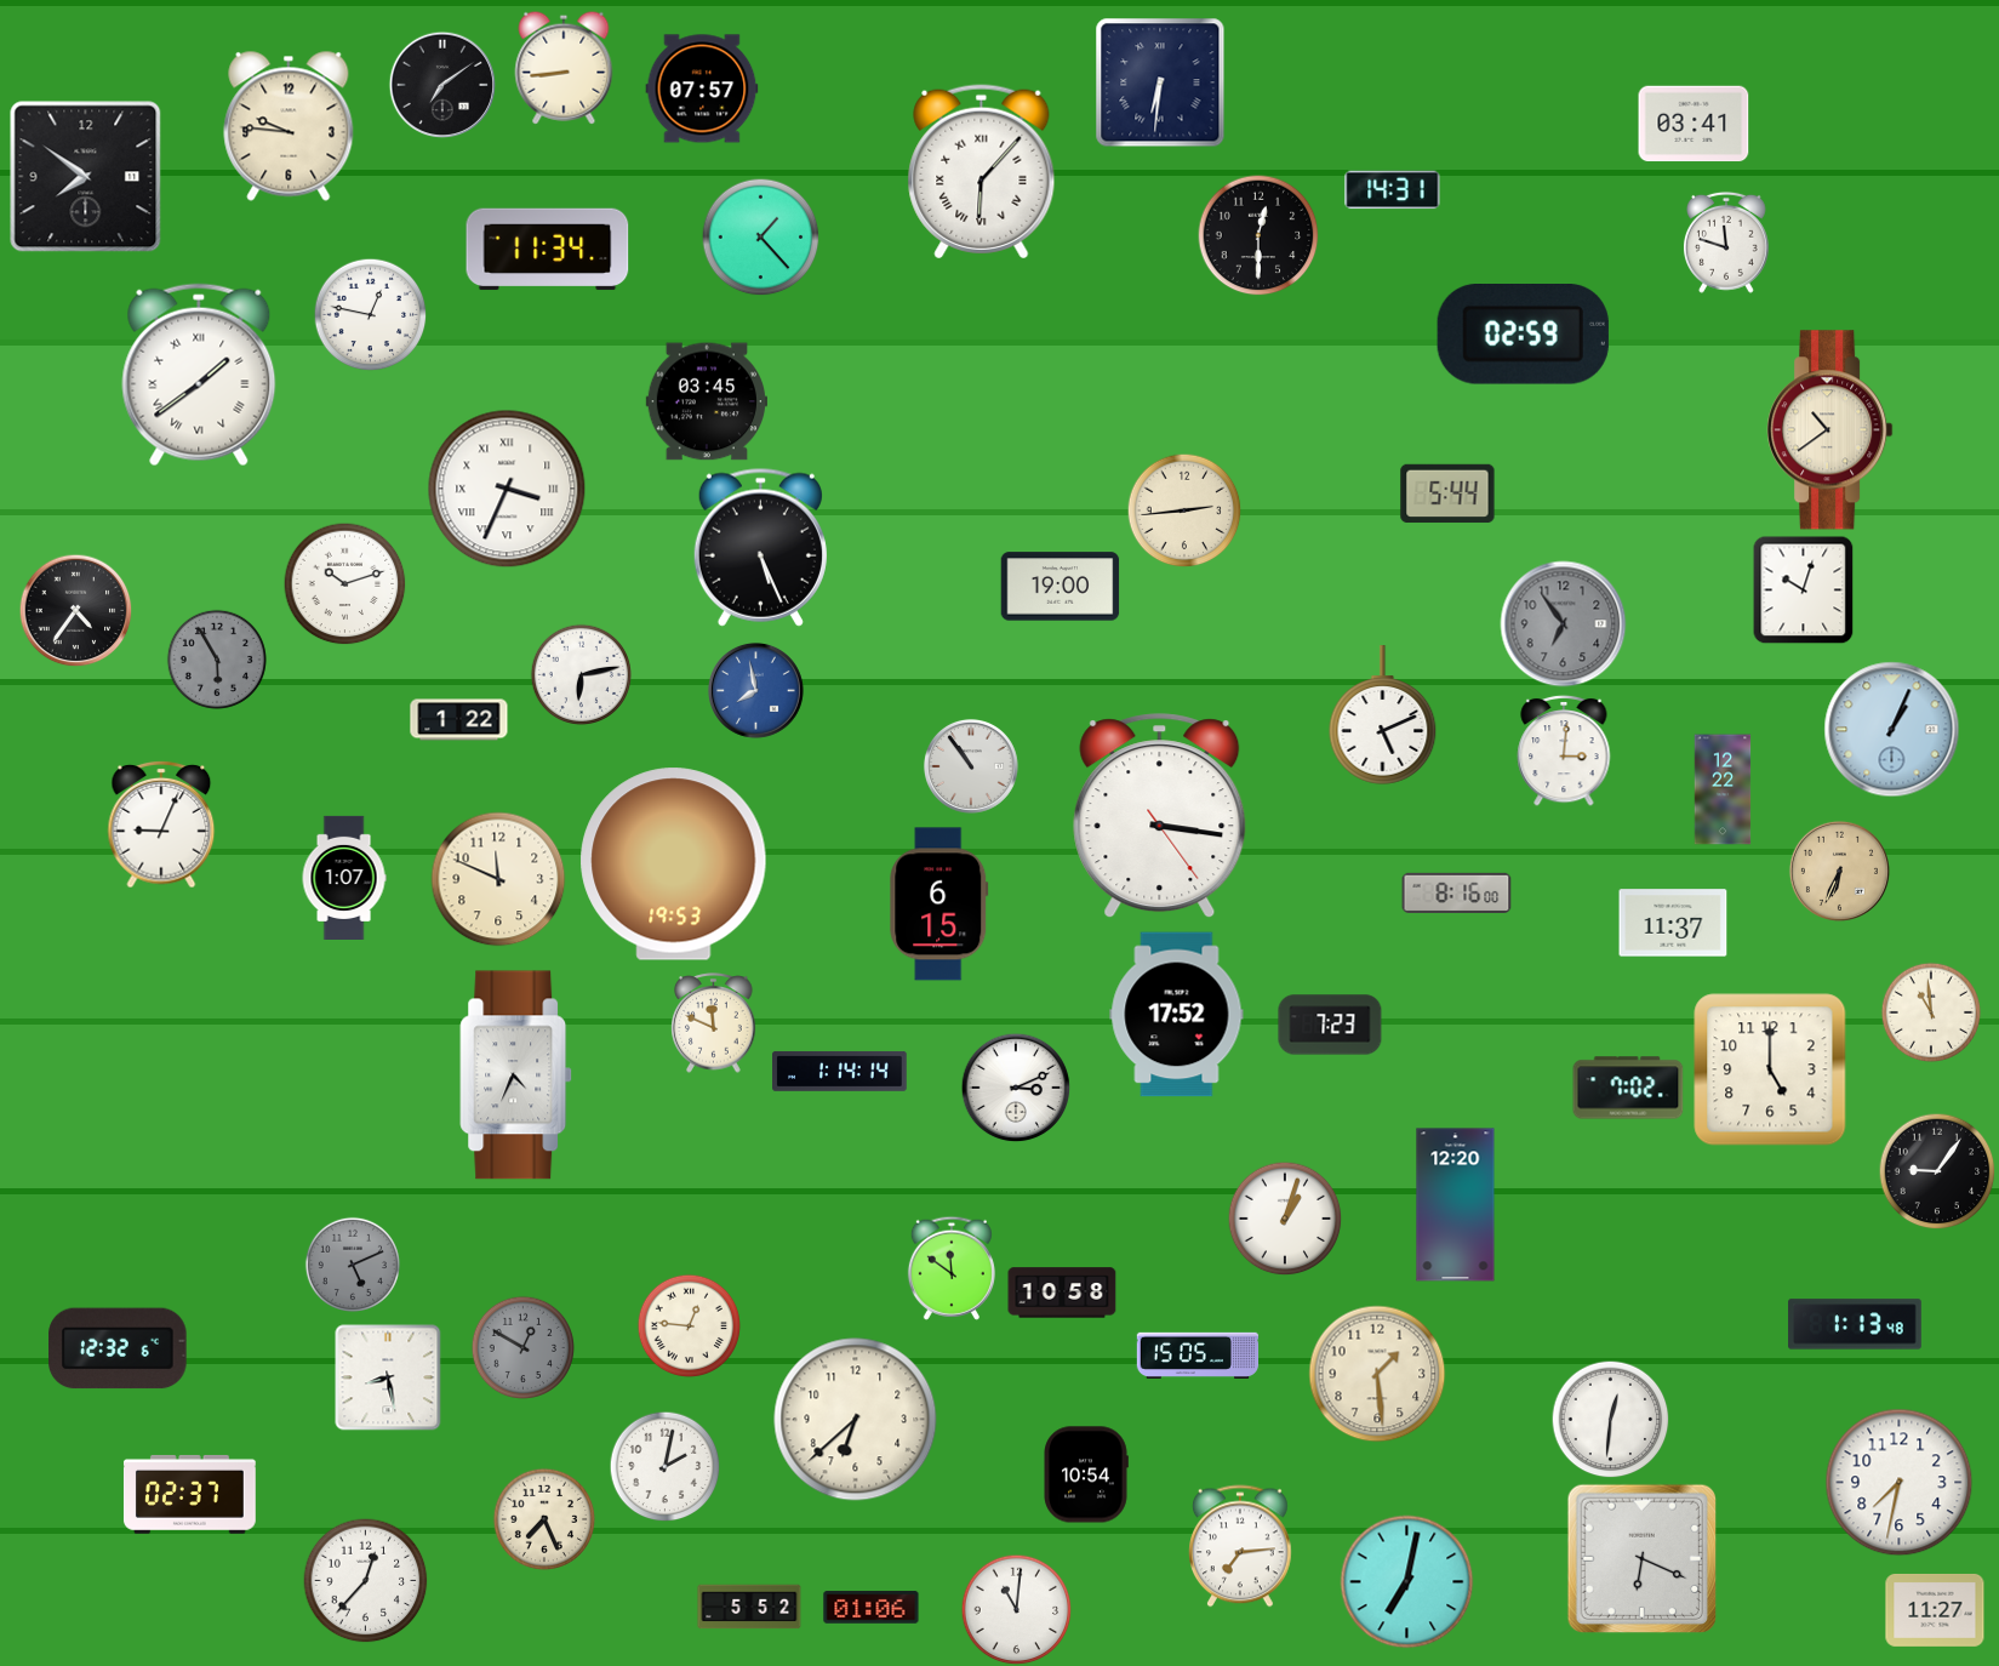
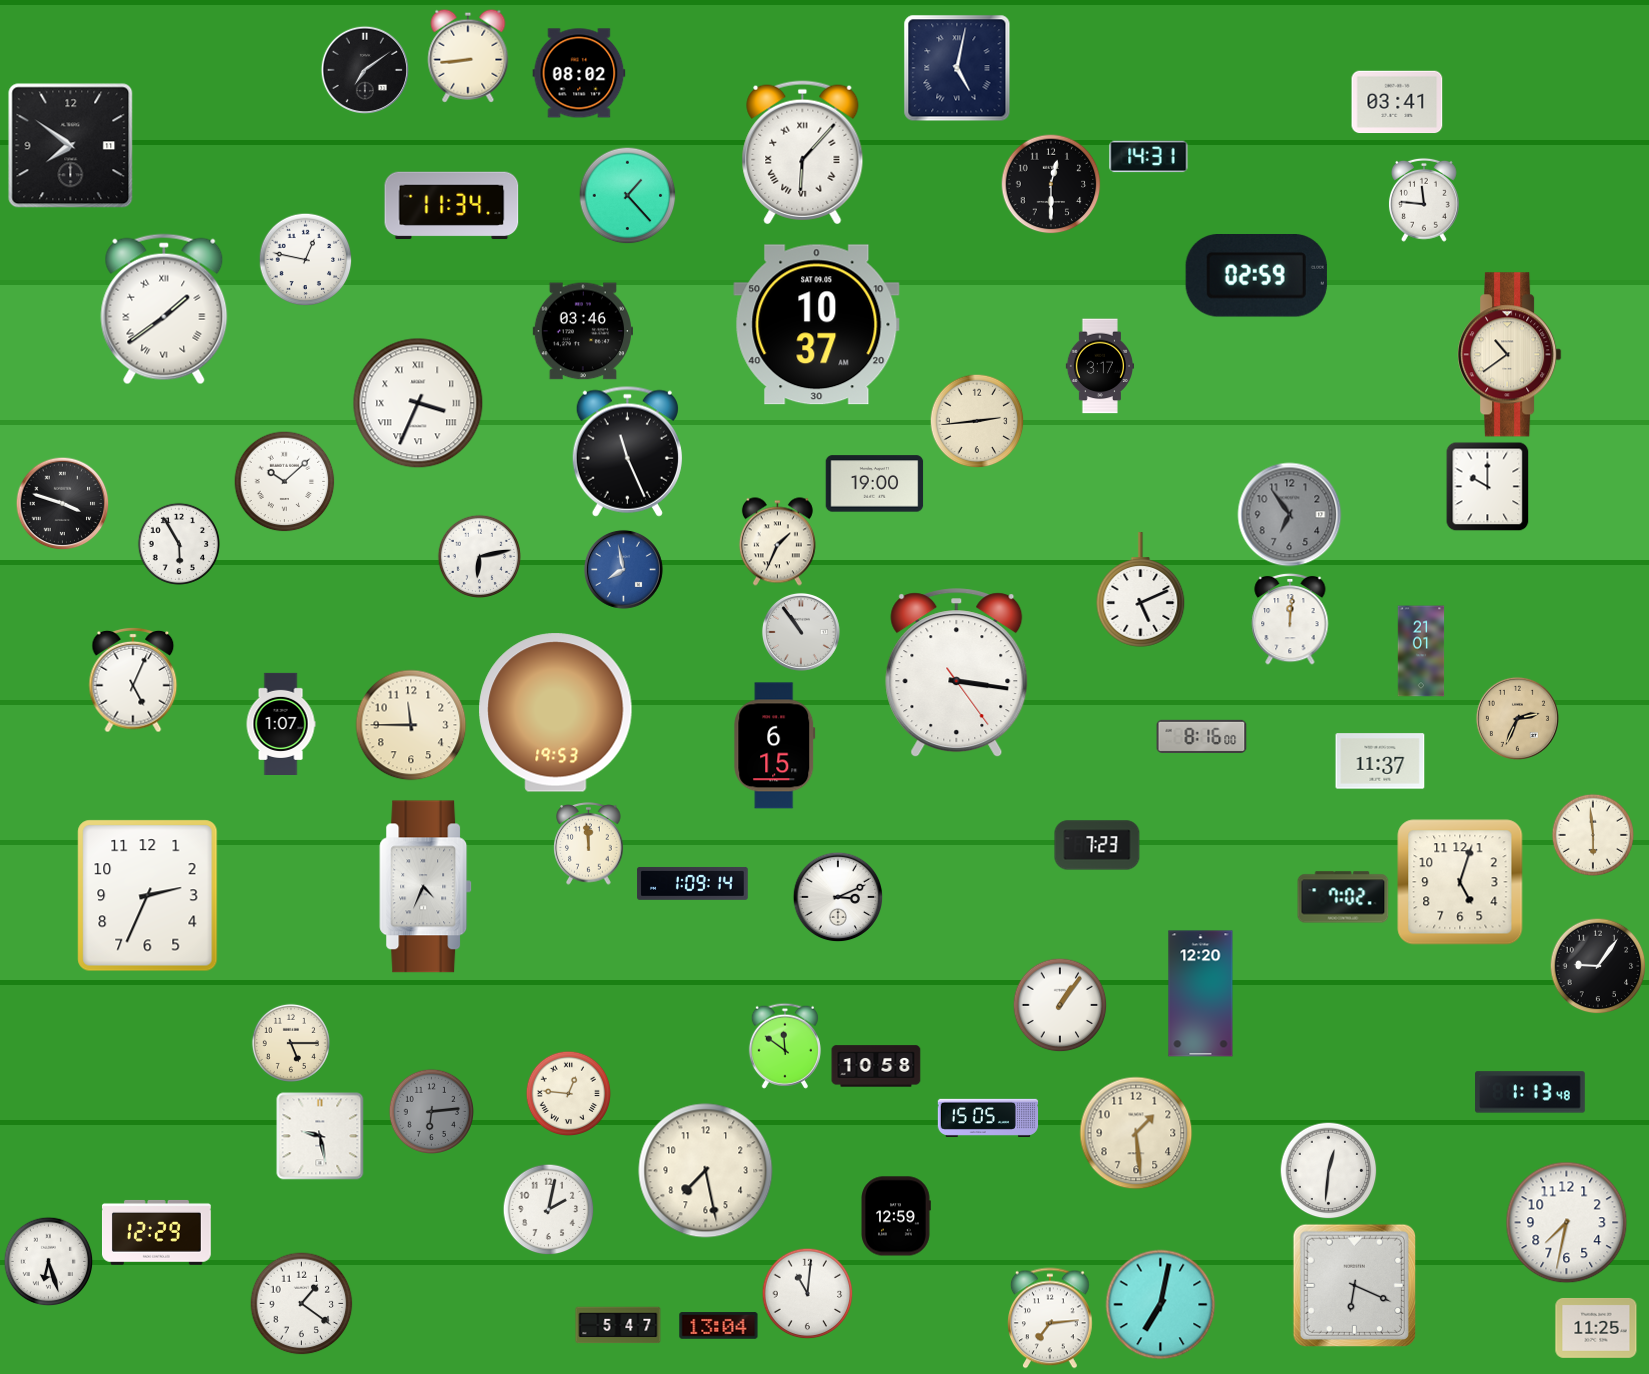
clock at (564, 68) position: (564, 68) -> (468, 56)
clock at (1160, 82): 6:31 -> 5:02
clock at (702, 89): 07:57 -> 08:02
clock at (289, 126): 9:46 -> none
clock at (982, 172) position: (982, 172) -> (803, 153)
clock at (1258, 235) position: (1258, 235) -> (1051, 184)
clock at (1726, 243): 11:48 -> 11:46
clock at (817, 325): none -> 10:37
clock at (706, 401): 03:45 -> 03:46
clock at (1099, 366): none -> 3:17
clock at (1447, 493): 5:44 -> none
clock at (760, 547): 5:26 -> 11:26
clock at (345, 584): 10:12 -> 10:08
clock at (1804, 589): 10:03 -> 10:00
clock at (75, 610): 4:36 -> 3:48
clock at (777, 542): none -> 1:34
clock at (216, 658) dial: grey -> white
clock at (459, 720): 1:22 -> none
clock at (1892, 730): 1:04 -> none
clock at (1564, 751): 3:01 -> 12:01
clock at (1723, 789): 12:22 -> 21:01
clock at (161, 825): 9:04 -> 5:04
clock at (1839, 871): 6:34 -> 2:34
clock at (344, 877) position: (344, 877) -> (281, 723)
clock at (498, 879): 11:49 -> 11:45
clock at (1930, 1011): 10:59 -> 5:59
clock at (1177, 1015): 17:52 -> none
clock at (714, 1023): 11:49 -> 11:59
clock at (1770, 1069): 5:00 -> 5:03
clock at (840, 1071): 1:14 -> 1:09
clock at (148, 896): none -> 2:34
clock at (1285, 1219): 1:03 -> 1:06
clock at (353, 1265): 5:11 -> 5:15
clock at (353, 1265) dial: grey -> cream
clock at (522, 1347): 12:50 -> 6:14
clock at (118, 1348): 12:32 -> none
clock at (388, 1377): 8:28 -> 9:28
clock at (856, 1420): 6:38 -> 7:28
clock at (1086, 1474): 10:54 -> 12:59
clock at (189, 1494): 02:37 -> 12:29
clock at (543, 1518): 7:26 -> none
clock at (48, 1261): none -> 6:27
clock at (1241, 1546) position: (1241, 1546) -> (1051, 1318)
clock at (366, 1581): 12:37 -> 1:21
clock at (749, 1607): 5:52 -> 5:47
clock at (872, 1608): 01:06 -> 13:04
clock at (1016, 1609) position: (1016, 1609) -> (807, 1293)
clock at (1935, 1610): 11:27 -> 11:25
